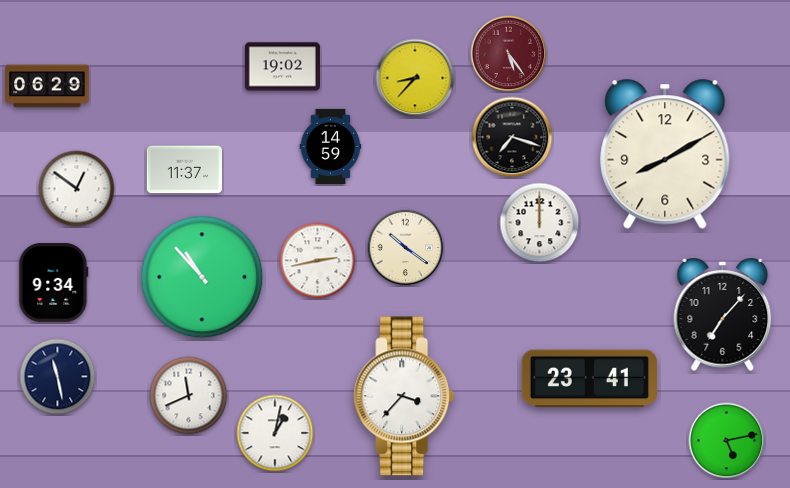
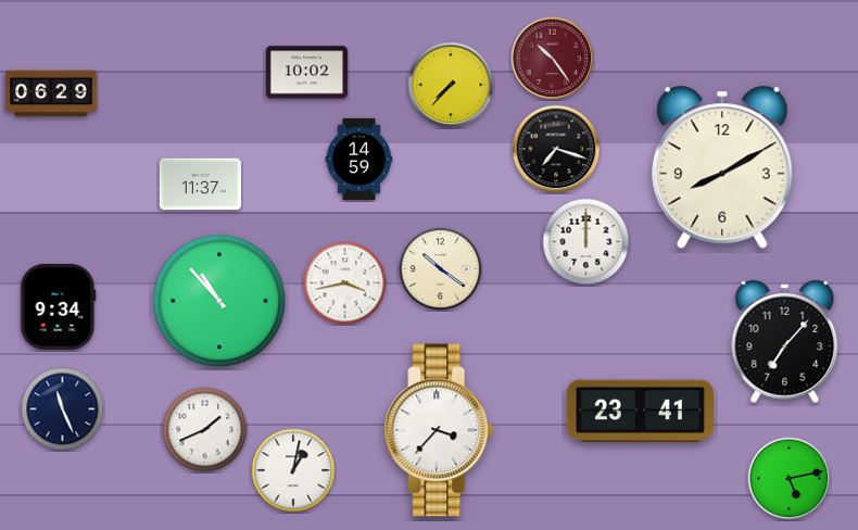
clock at (509, 54): 5:24 -> 10:24
clock at (282, 67): 19:02 -> 10:02
clock at (415, 78): 8:37 -> 7:37
clock at (77, 189): 12:51 -> none
clock at (318, 261): 2:43 -> 3:43
clock at (58, 377): 11:28 -> 11:26
clock at (189, 396): 11:41 -> 1:41
clock at (275, 433) position: (275, 433) -> (293, 470)
